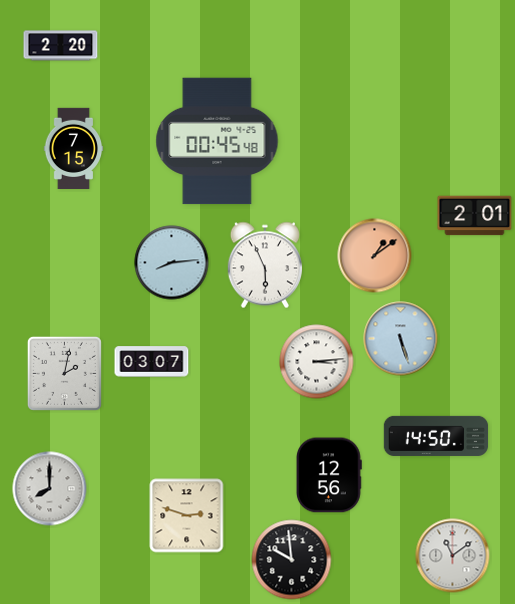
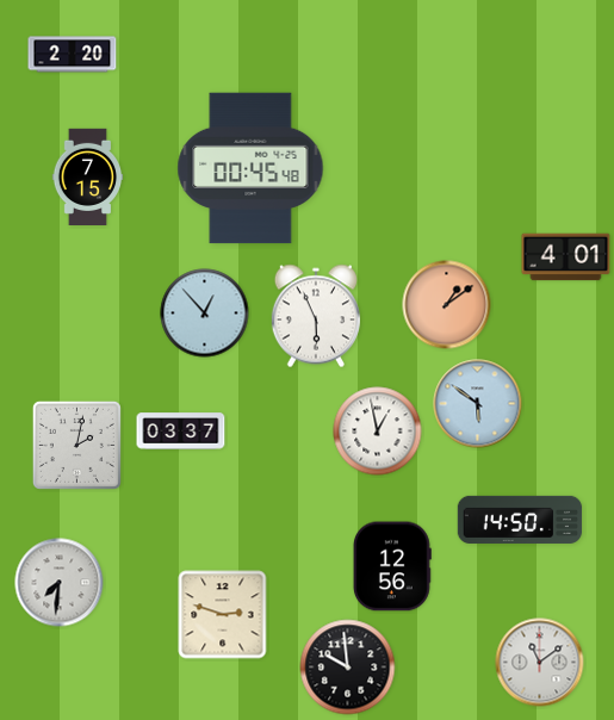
clock at (217, 141) position: (217, 141) -> (250, 168)
clock at (475, 216): 2:01 -> 4:01
clock at (172, 263): 8:14 -> 12:53
clock at (401, 339): 5:27 -> 5:51
clock at (152, 362): 03:07 -> 03:37
clock at (317, 362): 3:14 -> 12:58
clock at (50, 489): 8:00 -> 7:31
